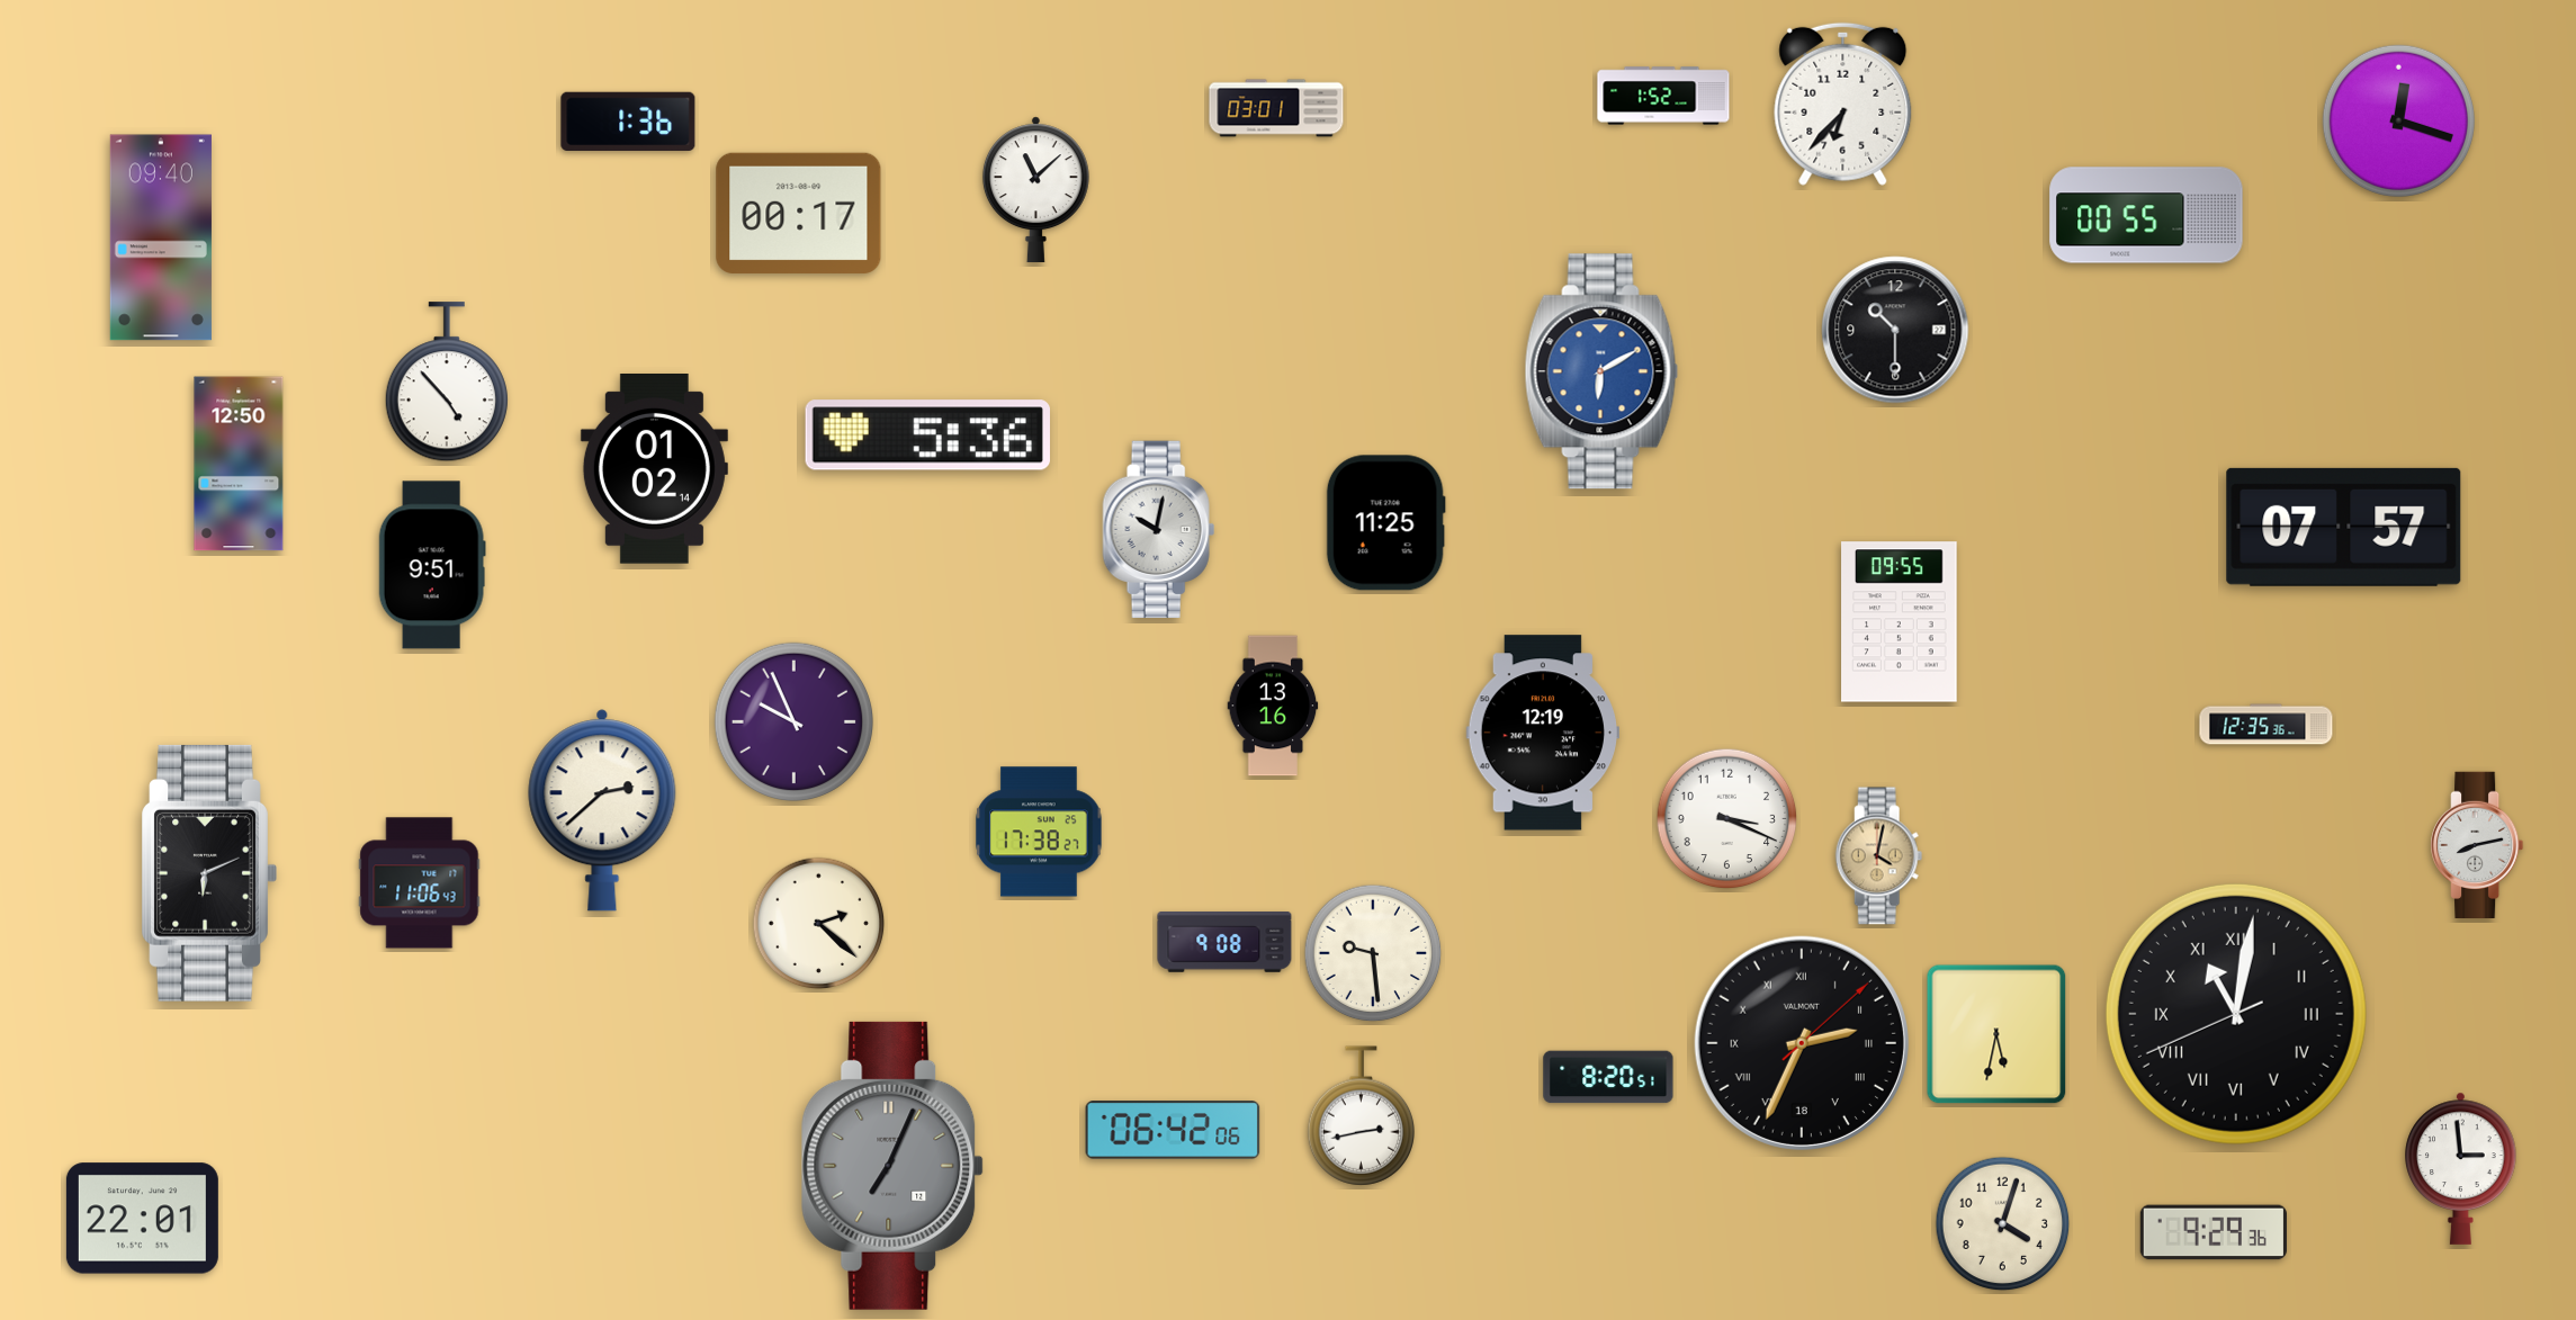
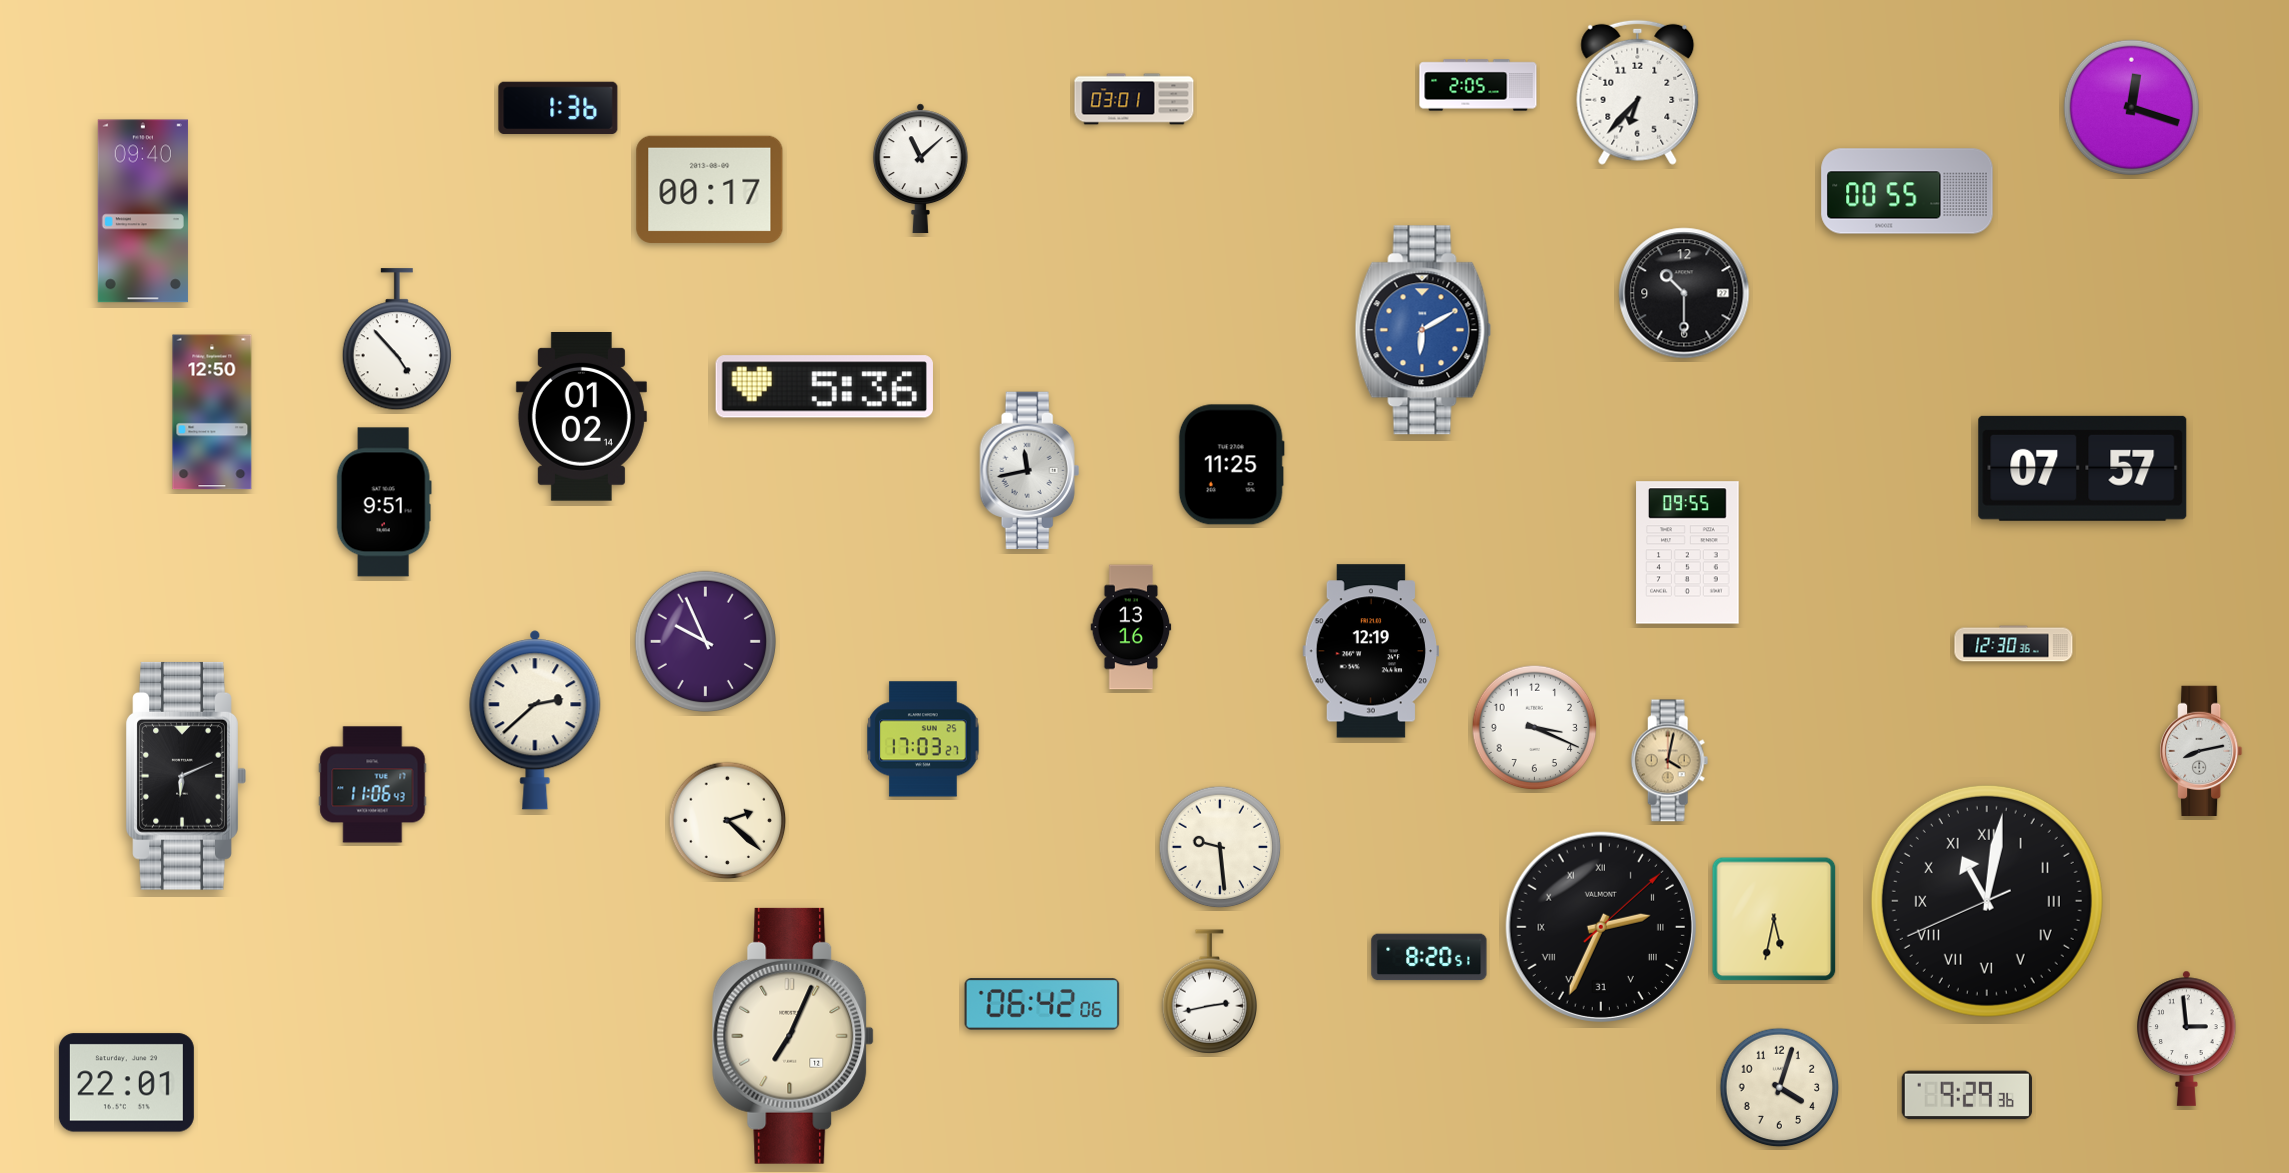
clock at (1663, 96): 1:52 -> 2:05
clock at (1276, 108) position: (1276, 108) -> (1134, 99)
clock at (1159, 530): 10:02 -> 11:43
clock at (2267, 725): 12:35 -> 12:30
clock at (1039, 832): 17:38 -> 17:03
clock at (1224, 943): 9:08 -> none
clock at (1802, 1043) date: 18 -> 31
clock at (892, 1166) dial: grey -> cream
